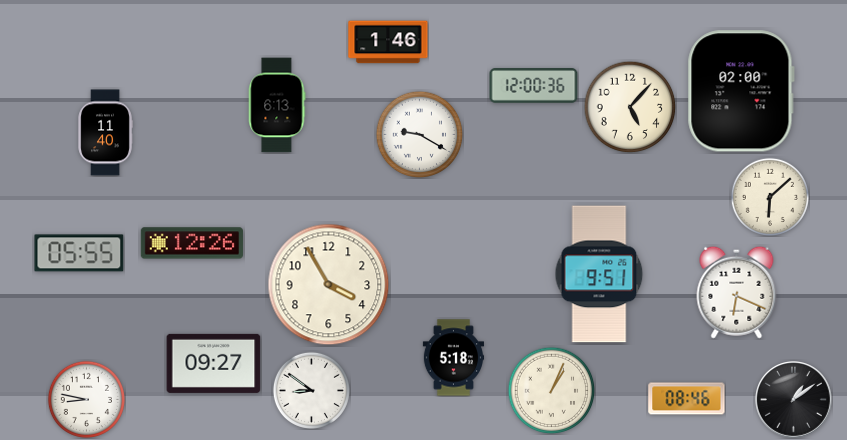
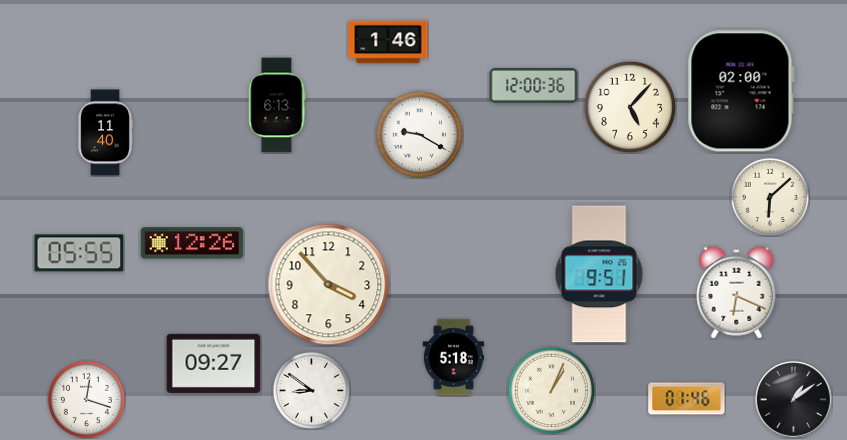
clock at (329, 285): 3:55 -> 3:53
clock at (86, 399): 8:47 -> 12:18
clock at (687, 399): 08:46 -> 01:46
